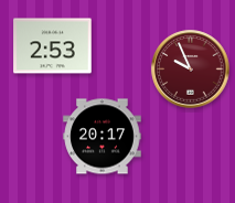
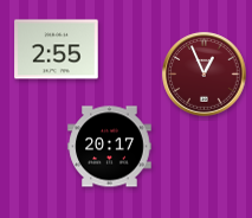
clock at (53, 46): 2:53 -> 2:55
clock at (191, 70): 9:56 -> 12:56
